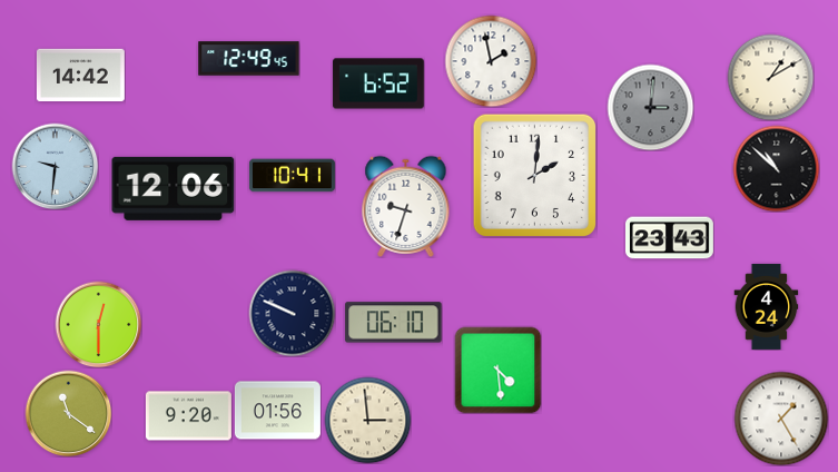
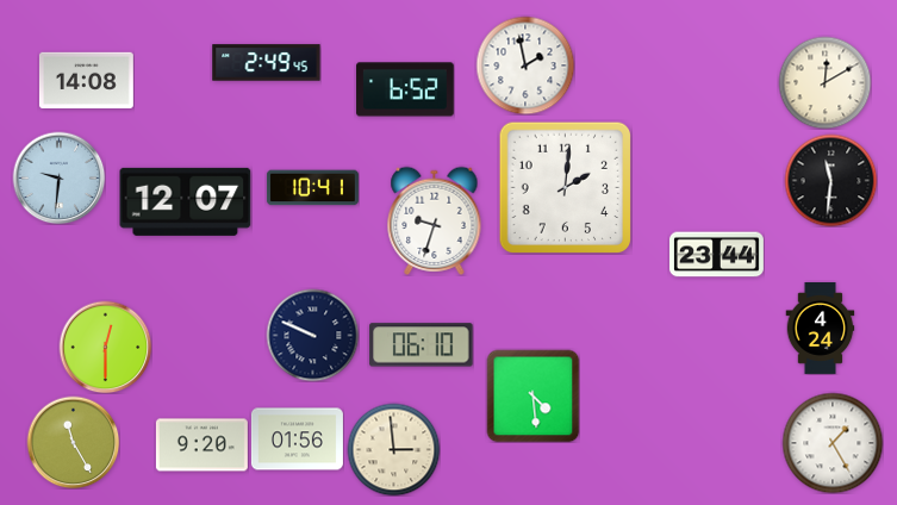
clock at (249, 59): 12:49 -> 2:49
clock at (80, 75): 14:42 -> 14:08
clock at (770, 77): 1:10 -> 12:10
clock at (650, 107): 3:01 -> none
clock at (776, 168): 10:52 -> 11:31
clock at (534, 175) position: (534, 175) -> (565, 187)
clock at (174, 188): 12:06 -> 12:07
clock at (670, 238): 23:43 -> 23:44
clock at (68, 413): 11:21 -> 11:25
clock at (781, 419) position: (781, 419) -> (833, 443)
